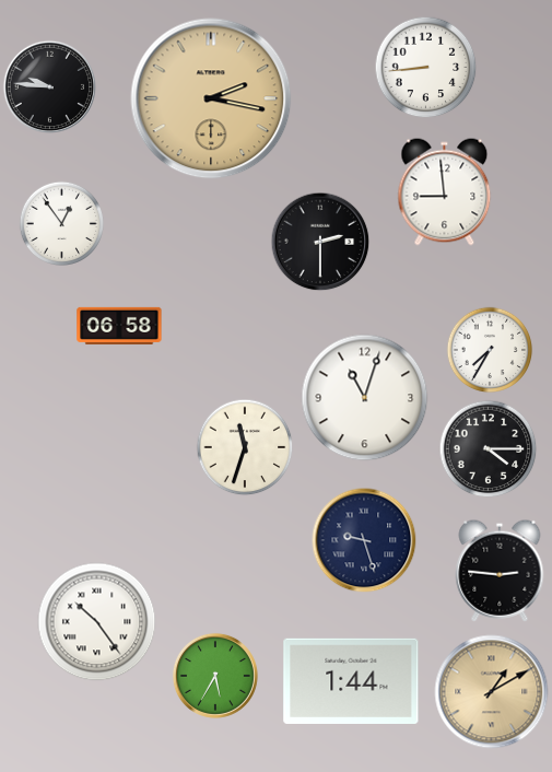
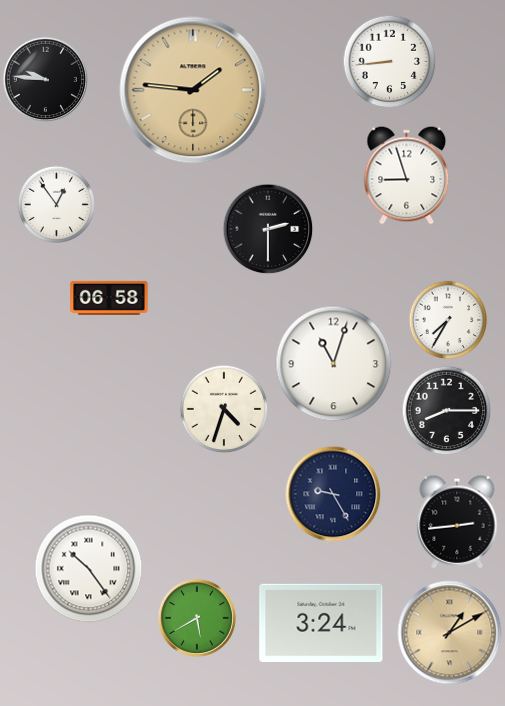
clock at (211, 98): 2:17 -> 1:46
clock at (445, 192): 8:59 -> 8:57
clock at (320, 242) position: (320, 242) -> (268, 229)
clock at (245, 447): 11:33 -> 4:33
clock at (488, 448): 4:15 -> 8:15
clock at (364, 540): 9:27 -> 9:25
clock at (500, 571): 2:46 -> 2:44
clock at (215, 676): 5:35 -> 5:40
clock at (351, 681): 1:44 -> 3:24
